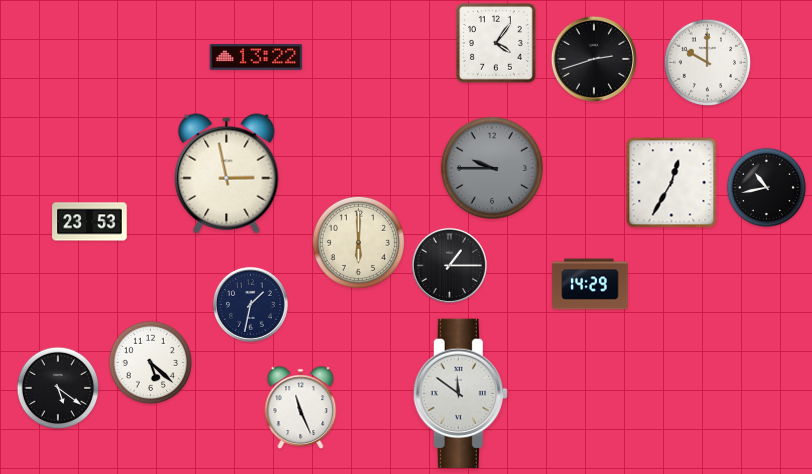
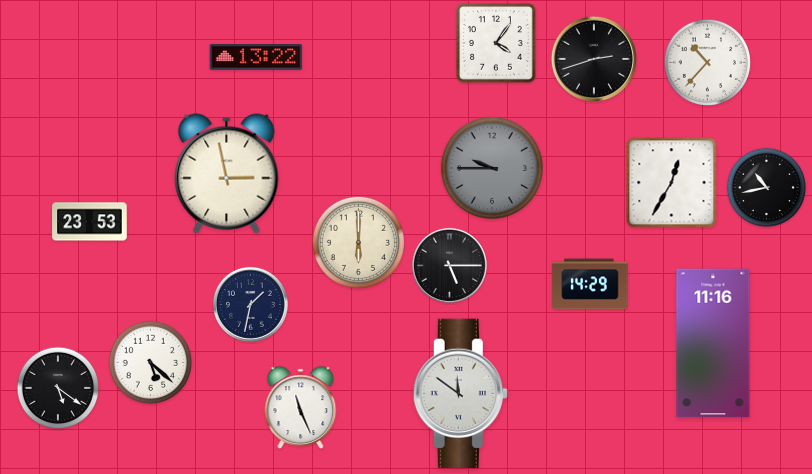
clock at (707, 62): 10:00 -> 10:37
clock at (449, 265): 1:15 -> 5:15
clock at (713, 343): none -> 11:16
